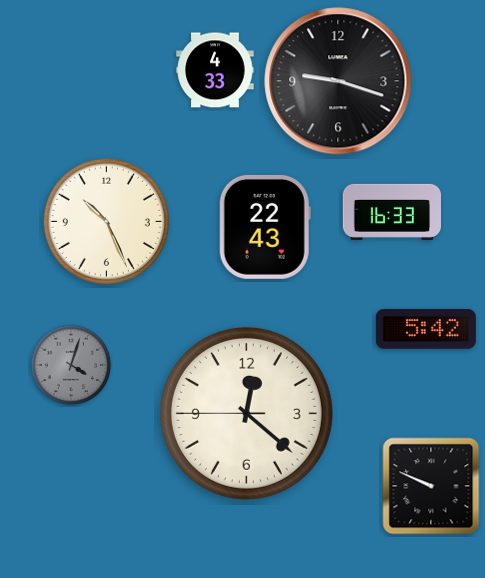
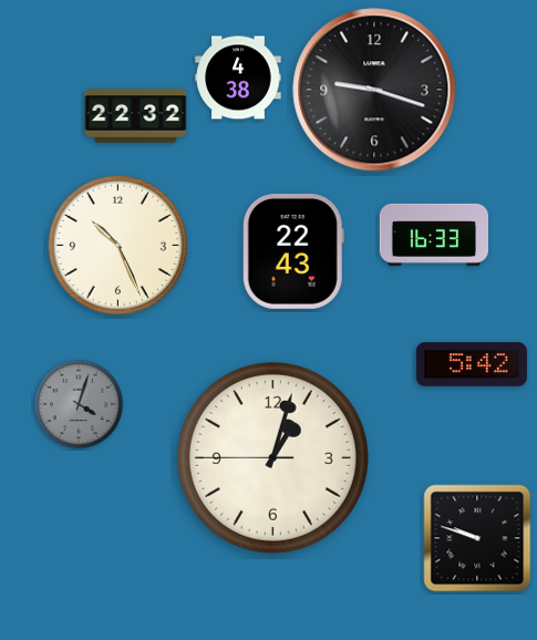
clock at (215, 70): 4:33 -> 4:38
clock at (136, 116): none -> 22:32
clock at (246, 413): 12:21 -> 1:02
clock at (431, 486): 9:49 -> 9:48
